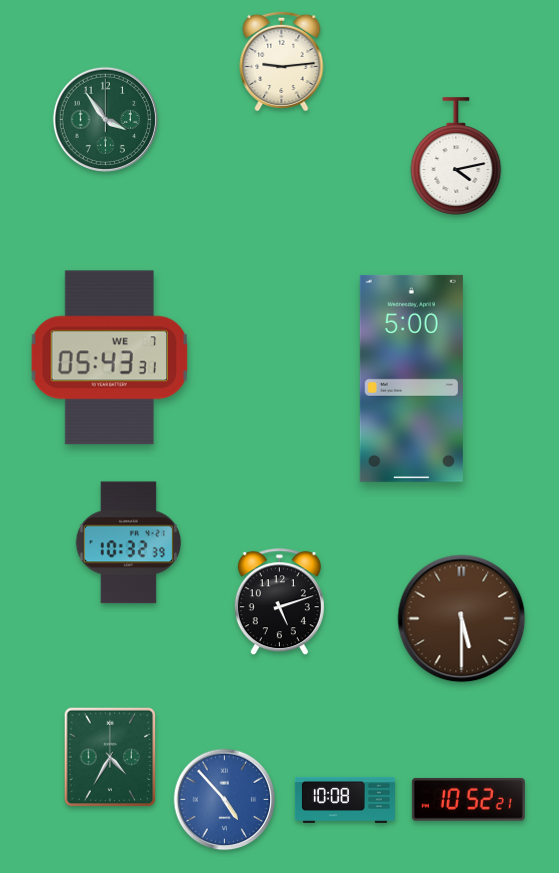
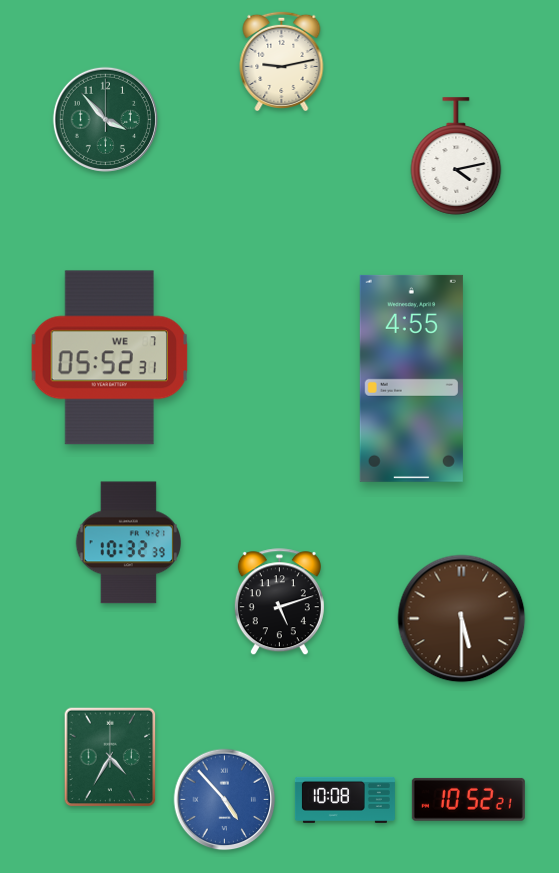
clock at (282, 60): 9:14 -> 9:13
clock at (105, 119): 3:54 -> 3:53
clock at (110, 358): 05:43 -> 05:52
clock at (411, 378): 5:00 -> 4:55
